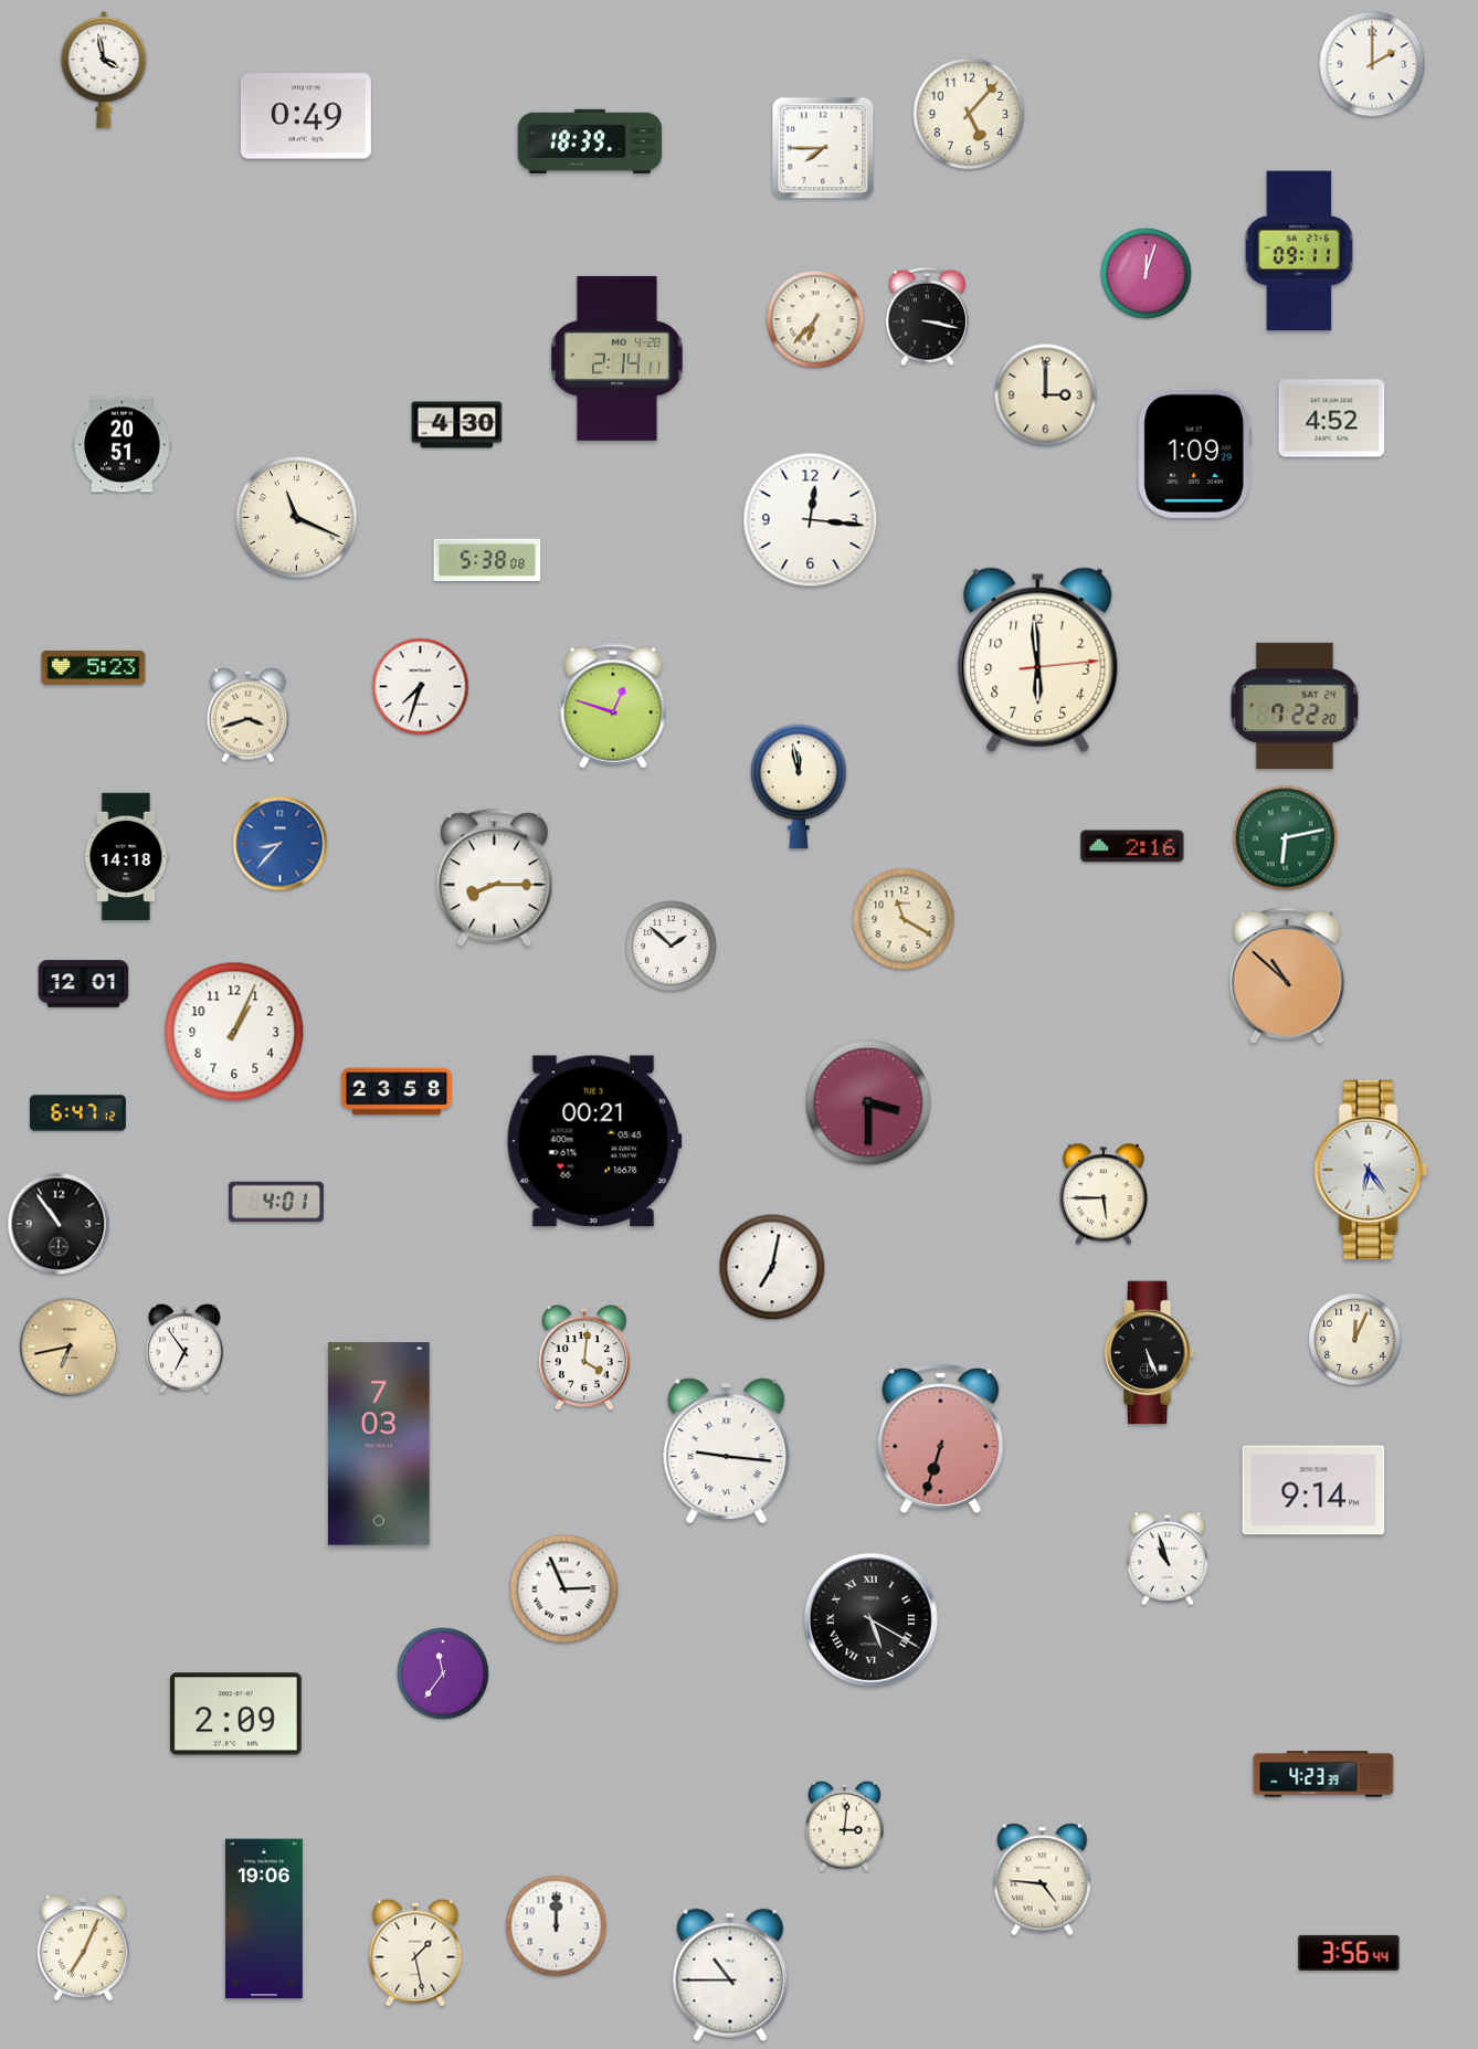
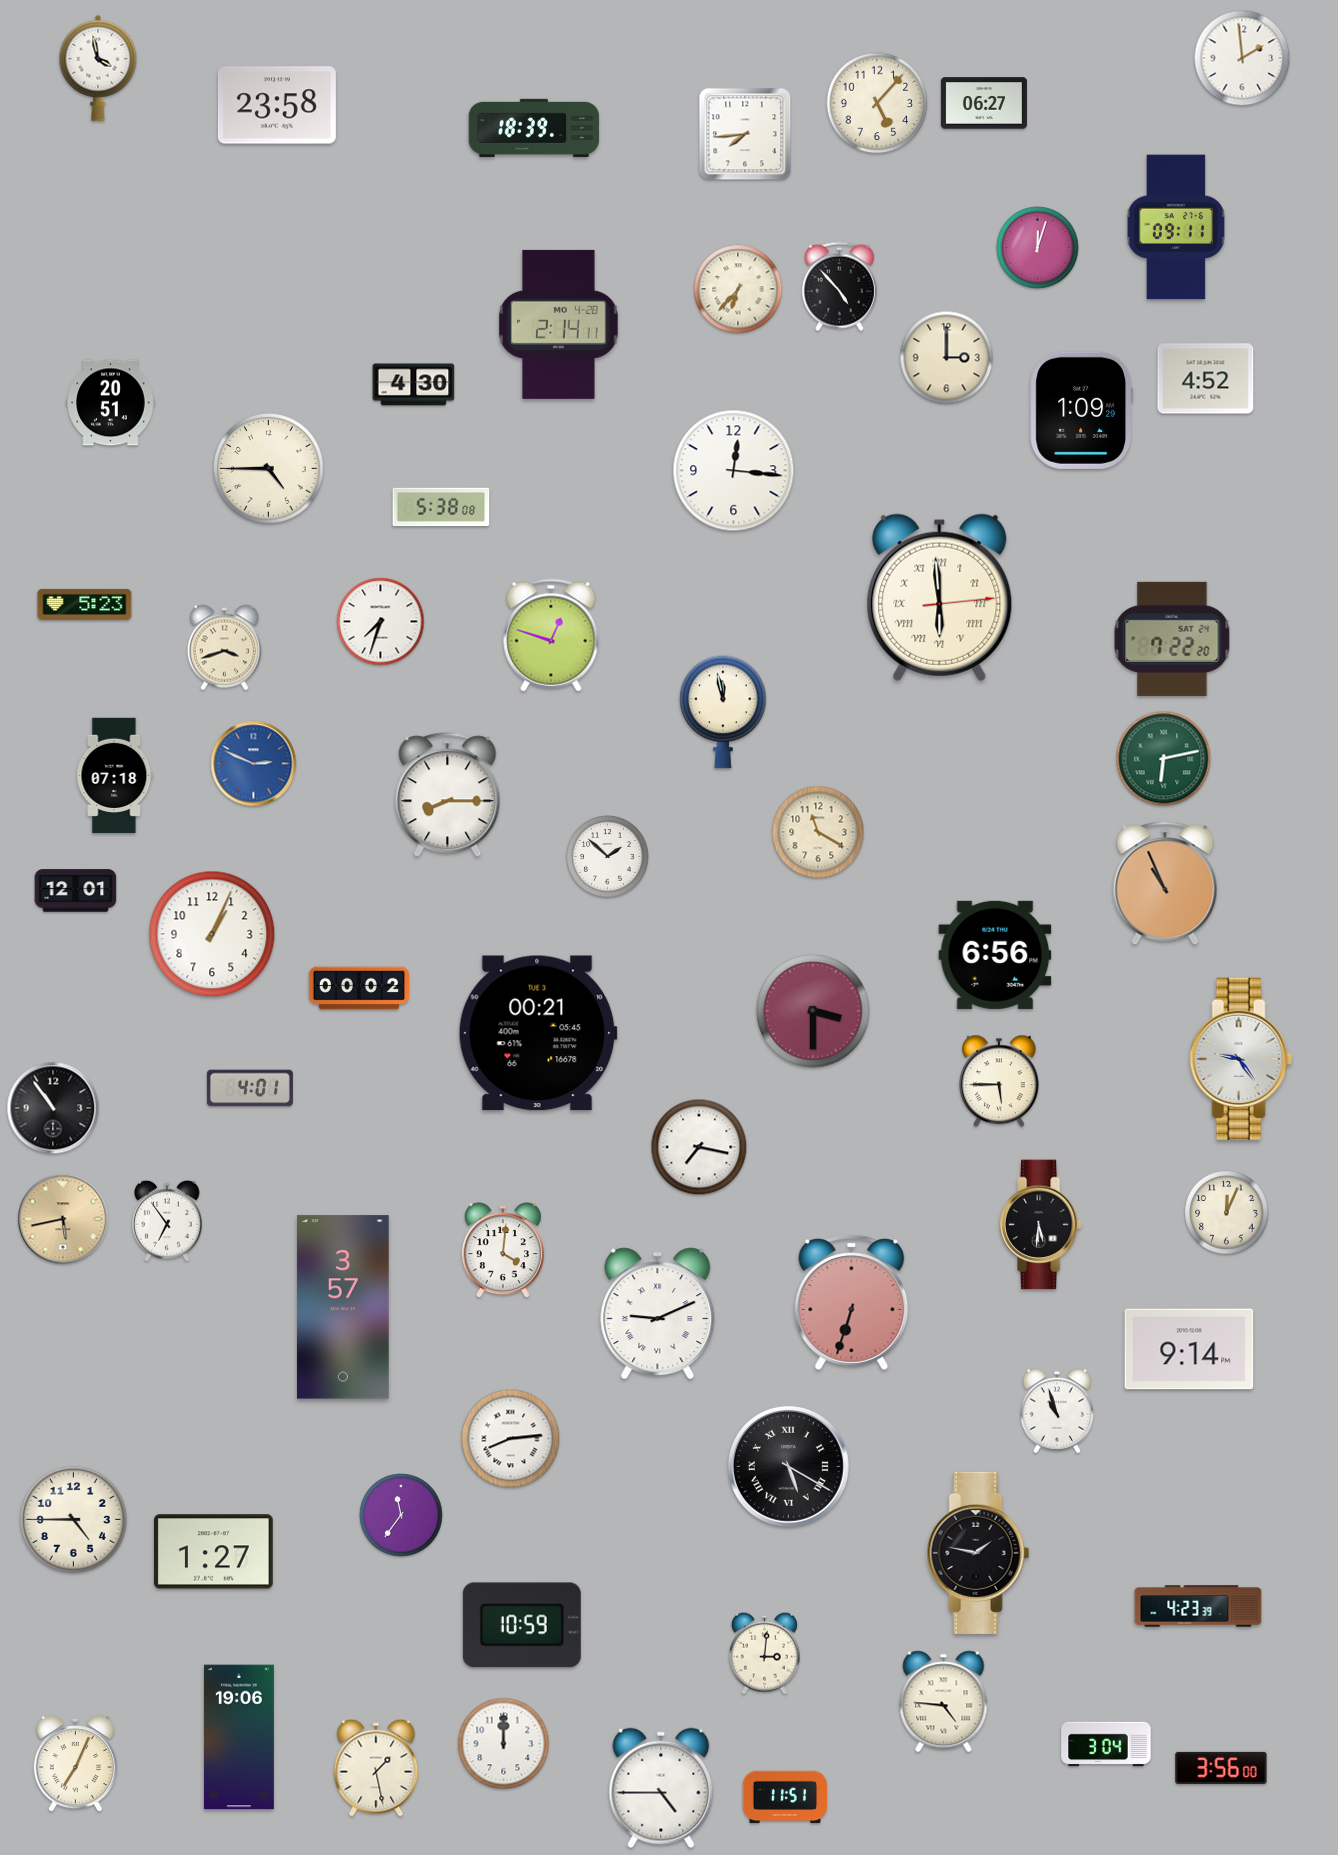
clock at (1372, 64): 2:00 -> 1:59
clock at (104, 70) position: (104, 70) -> (98, 68)
clock at (984, 103): none -> 06:27
clock at (306, 116): 0:49 -> 23:58
clock at (823, 148): 7:45 -> 7:44
clock at (927, 317): 3:17 -> 4:53
clock at (297, 518): 11:19 -> 4:45
clock at (1038, 659) numerals: Arabic -> Roman
clock at (613, 706) position: (613, 706) -> (551, 635)
clock at (281, 844): 8:37 -> 2:49
clock at (1132, 846): 2:16 -> none
clock at (127, 856): 14:18 -> 07:18
clock at (1287, 975): 10:52 -> 10:56
clock at (995, 955): none -> 6:56
clock at (395, 1091): 23:58 -> 00:02
clock at (868, 1102) position: (868, 1102) -> (813, 1011)
clock at (78, 1113): 6:47 -> none
clock at (1371, 1170): 6:24 -> 9:24
clock at (772, 1267): 7:02 -> 7:17
clock at (70, 1346): 6:43 -> 5:43
clock at (1149, 1353): 5:26 -> 5:31
clock at (584, 1359) position: (584, 1359) -> (503, 1251)
clock at (379, 1444): 7:03 -> 3:57
clock at (727, 1451): 9:16 -> 9:11
clock at (564, 1589): 2:56 -> 8:14
clock at (73, 1519): none -> 4:45
clock at (235, 1714): 2:09 -> 1:27
clock at (978, 1553): none -> 1:47
clock at (522, 1625): none -> 10:59
clock at (1106, 1744): none -> 3:04
clock at (1349, 1953): 3:56:44 -> 3:56:00
clock at (730, 1975): 10:45 -> 4:45
clock at (785, 1797): none -> 11:51
